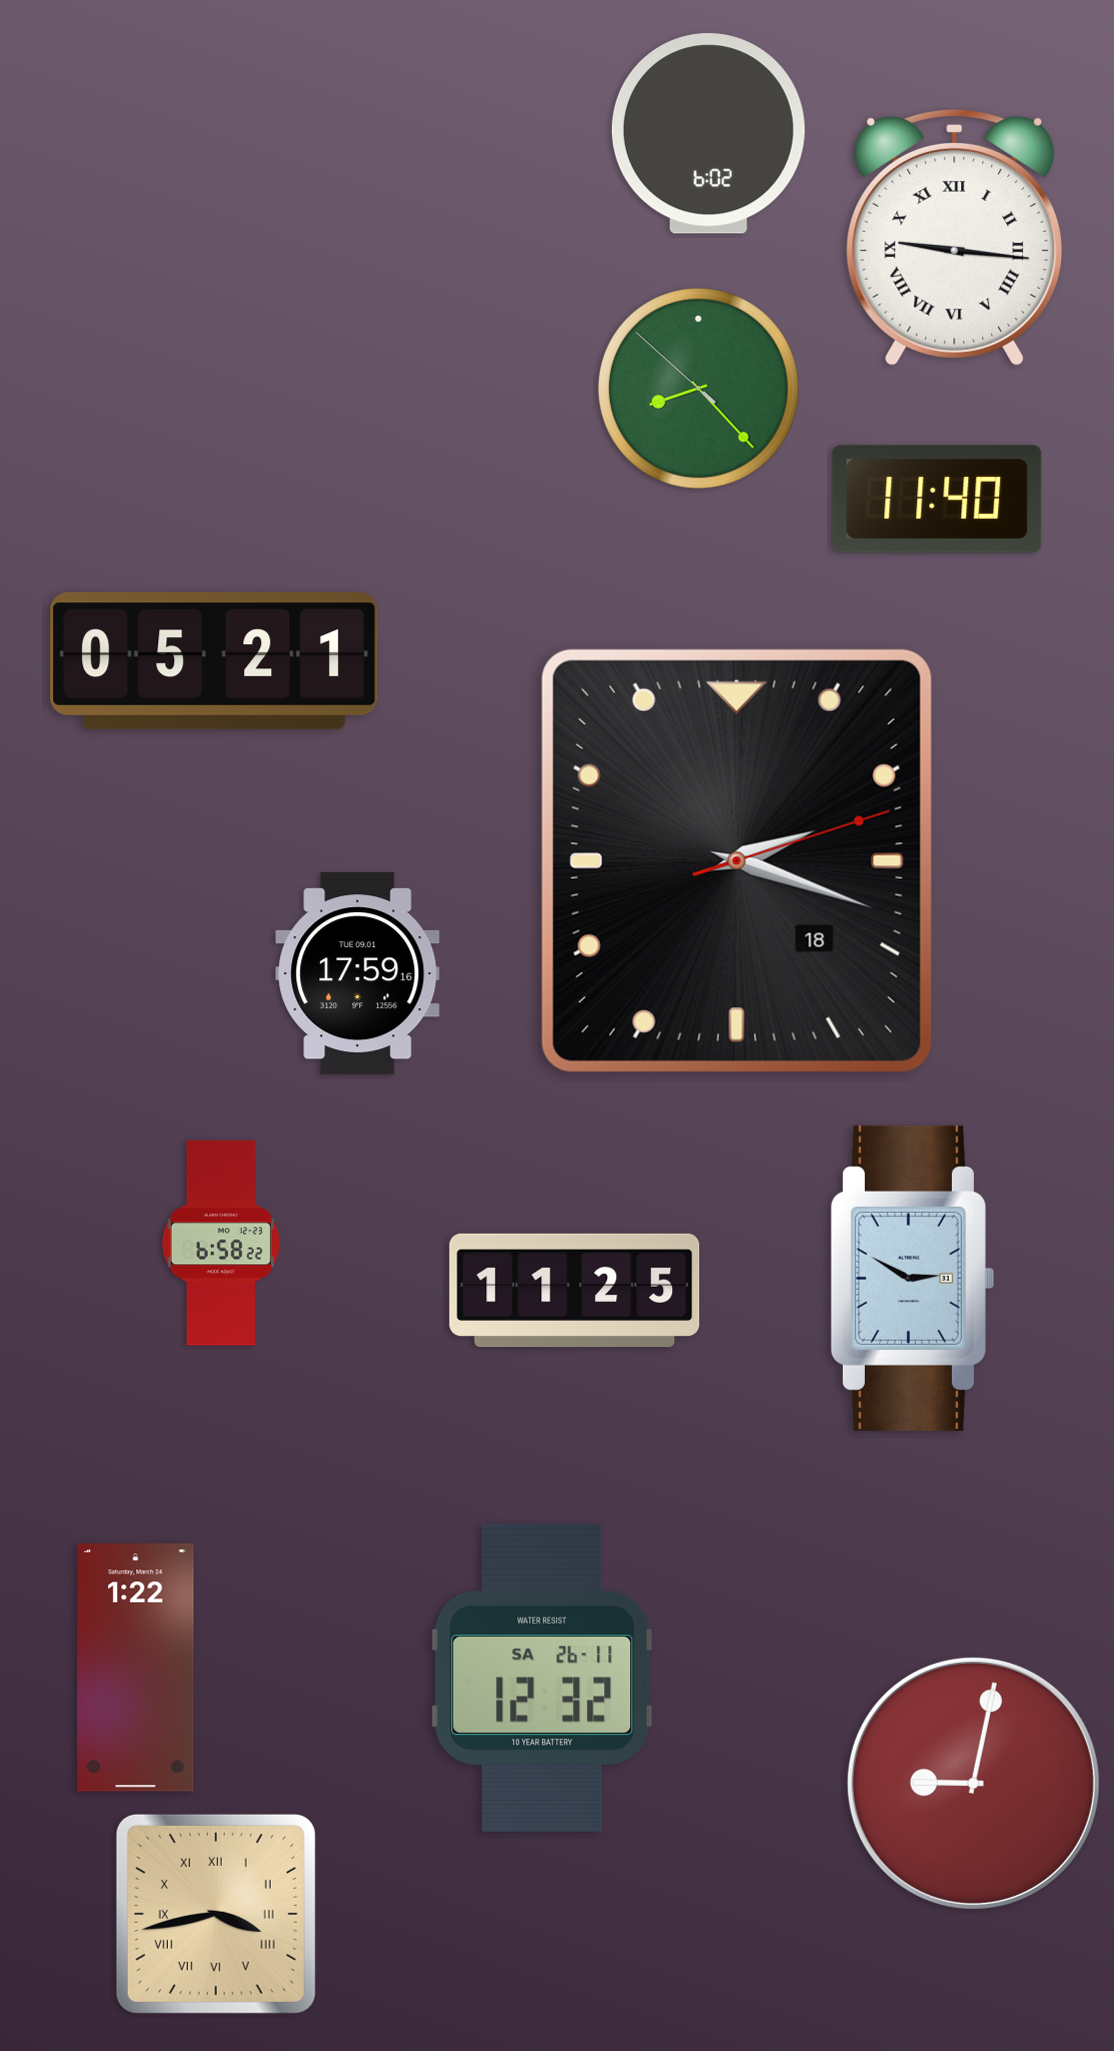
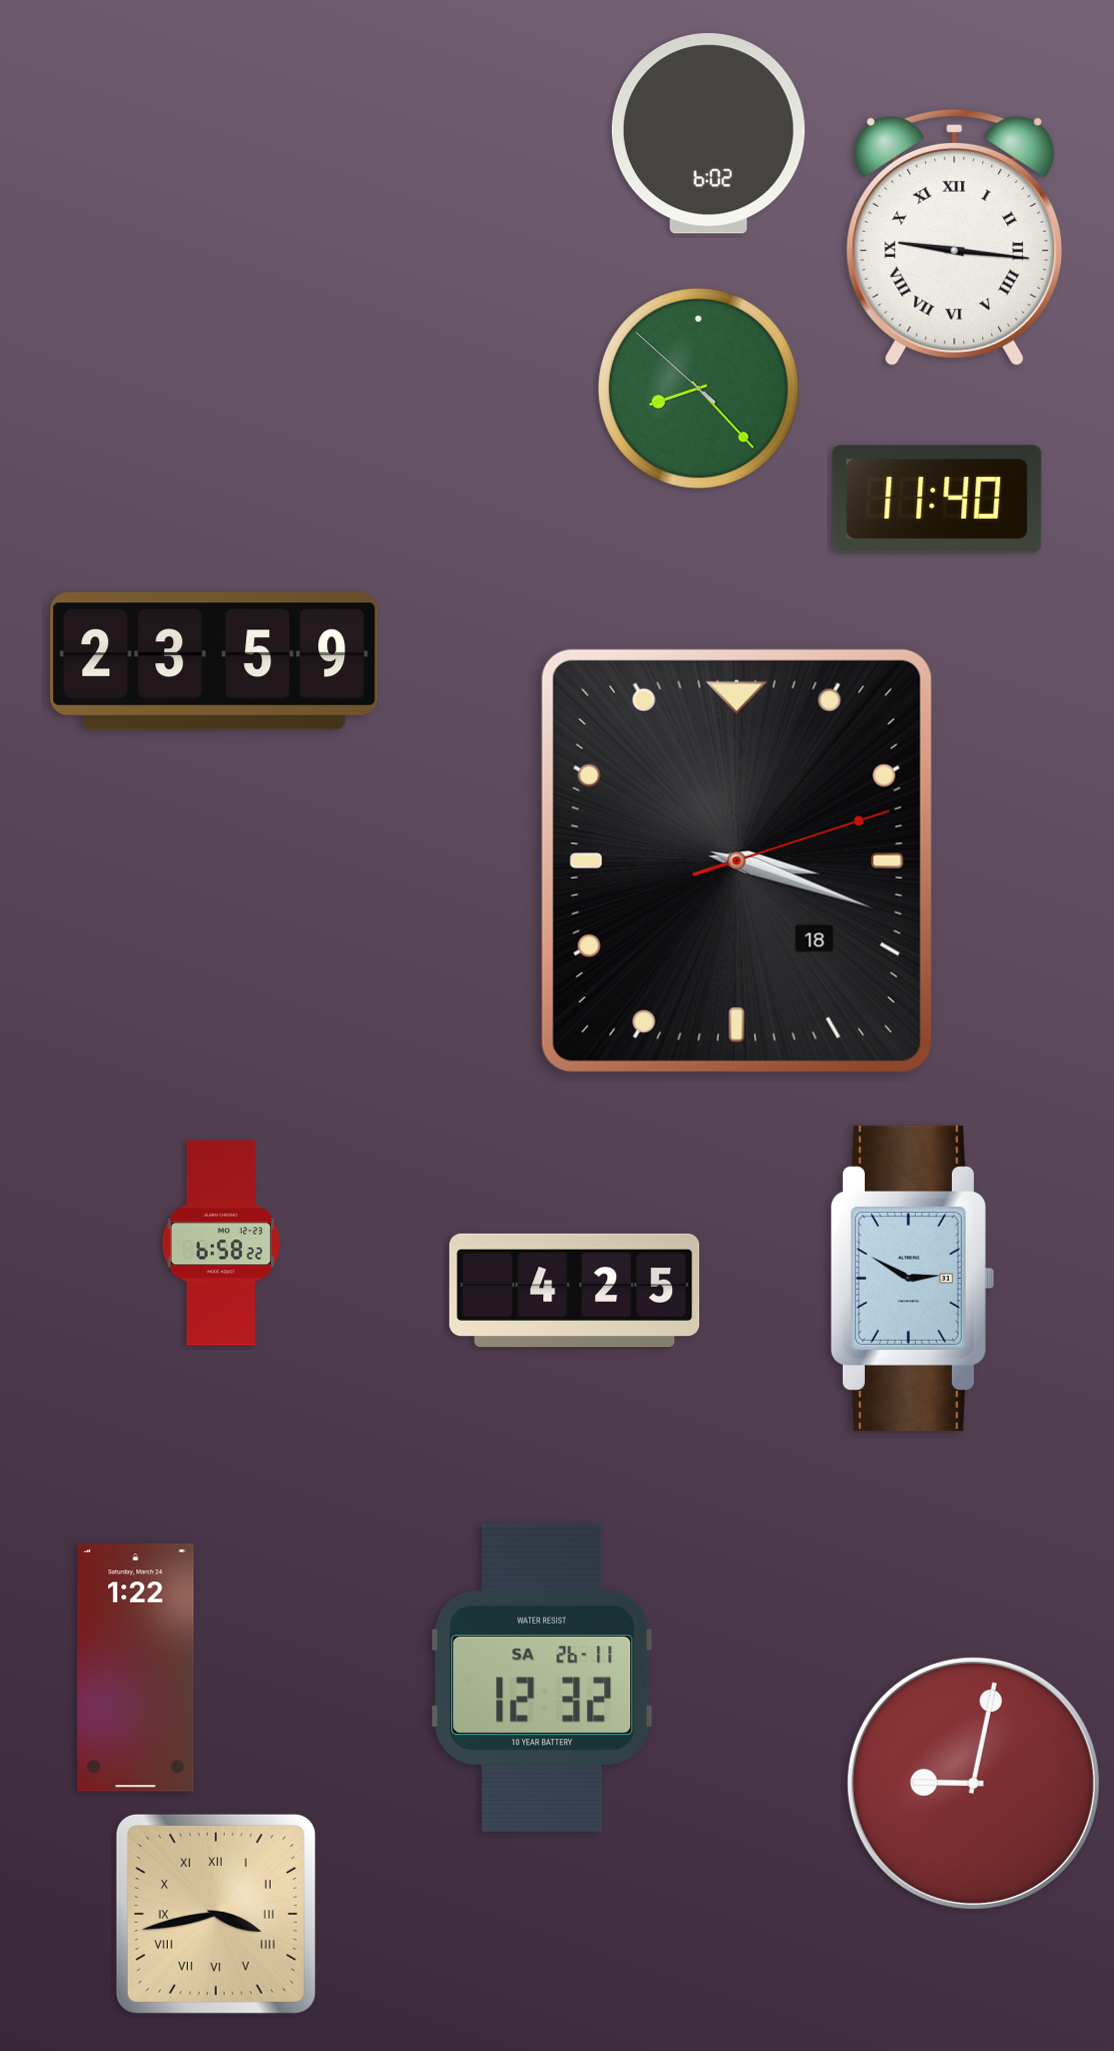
clock at (214, 661): 05:21 -> 23:59
clock at (737, 861): 2:18 -> 3:18
clock at (358, 974): 17:59 -> none
clock at (575, 1290): 11:25 -> 4:25
